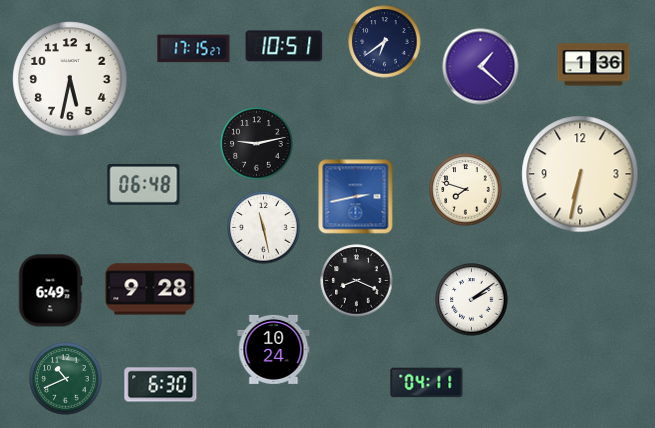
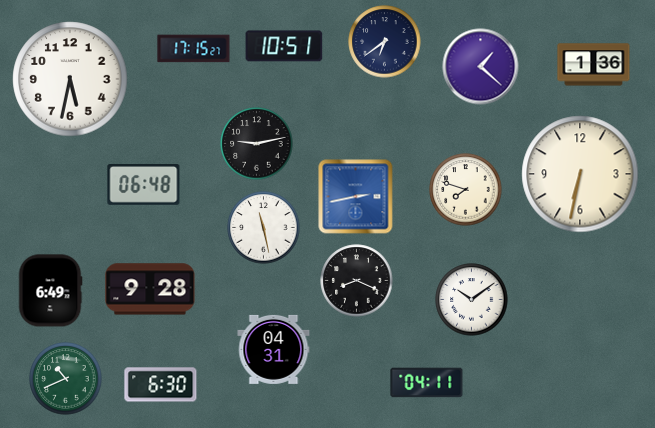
clock at (472, 300): 2:09 -> 10:09
clock at (274, 349): 10:24 -> 04:31
